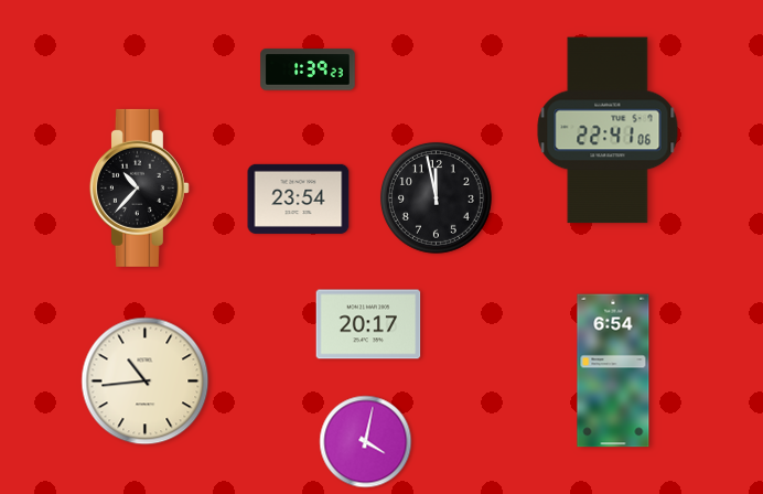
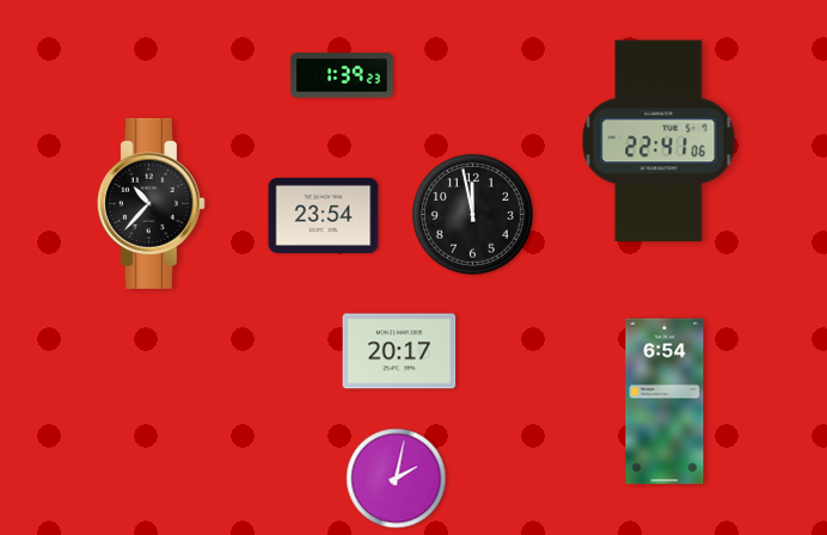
clock at (308, 69) position: (308, 69) -> (342, 75)
clock at (146, 382): 10:44 -> none
clock at (366, 442): 4:02 -> 2:02
